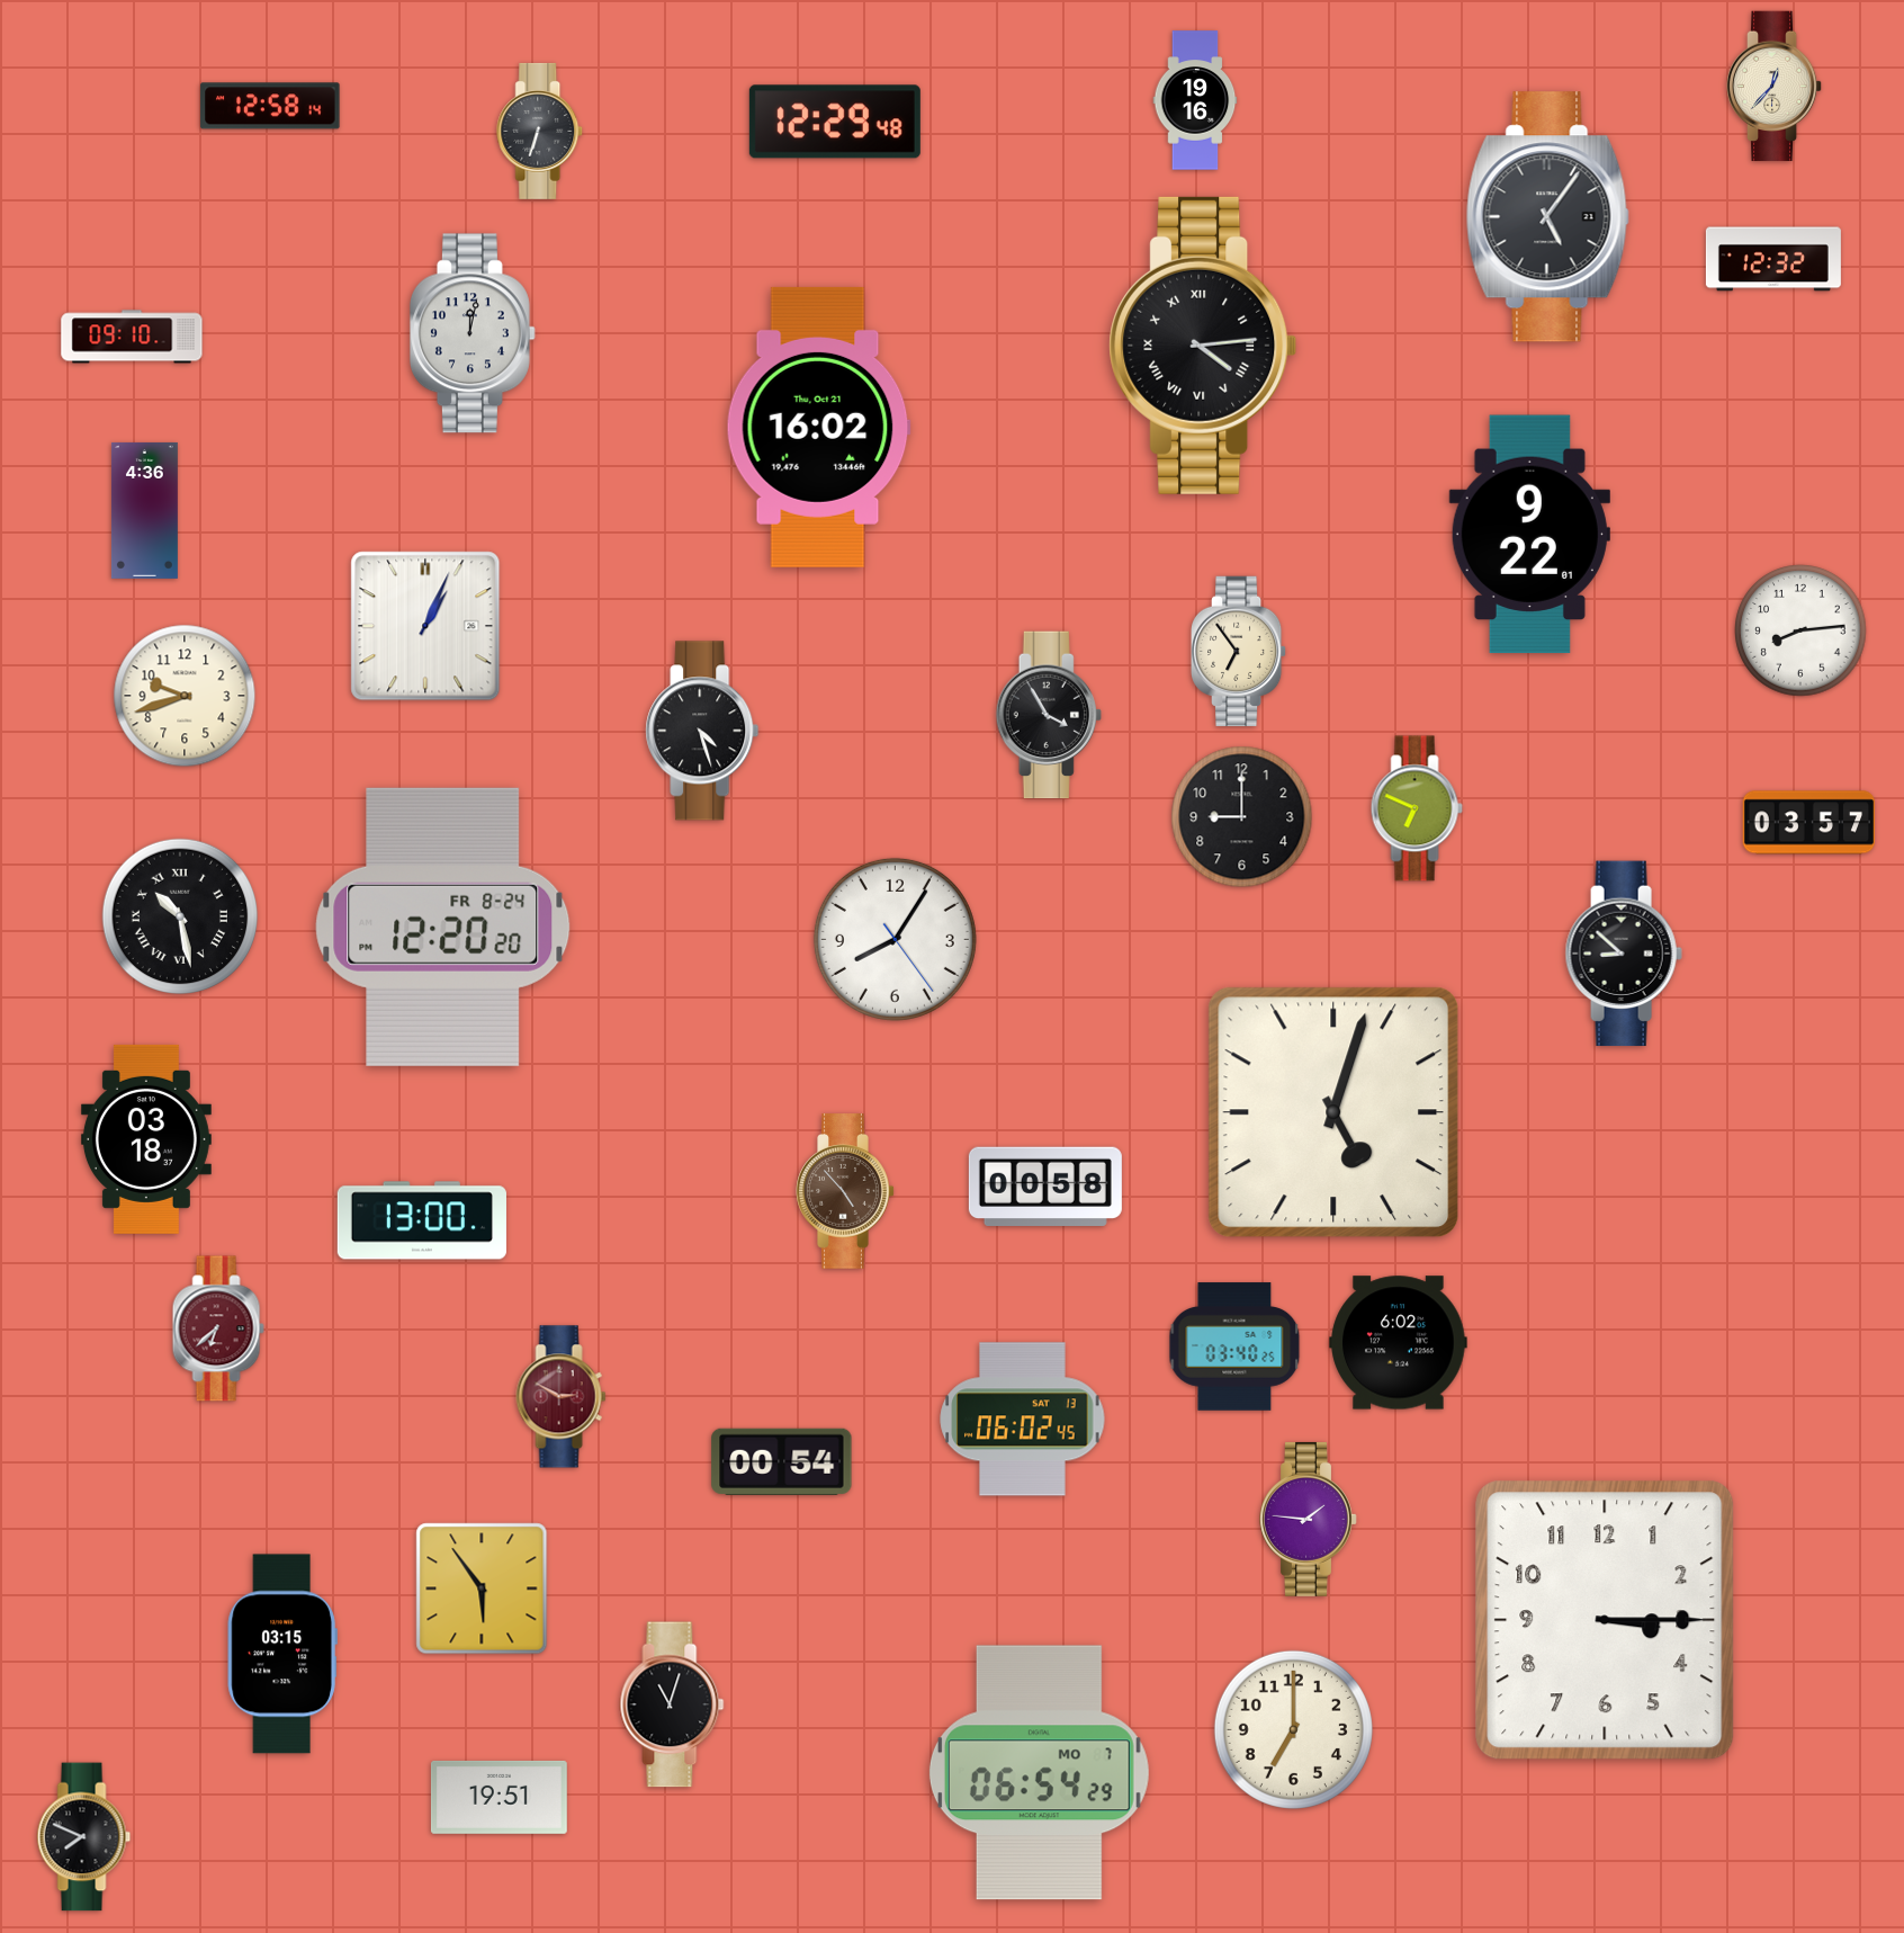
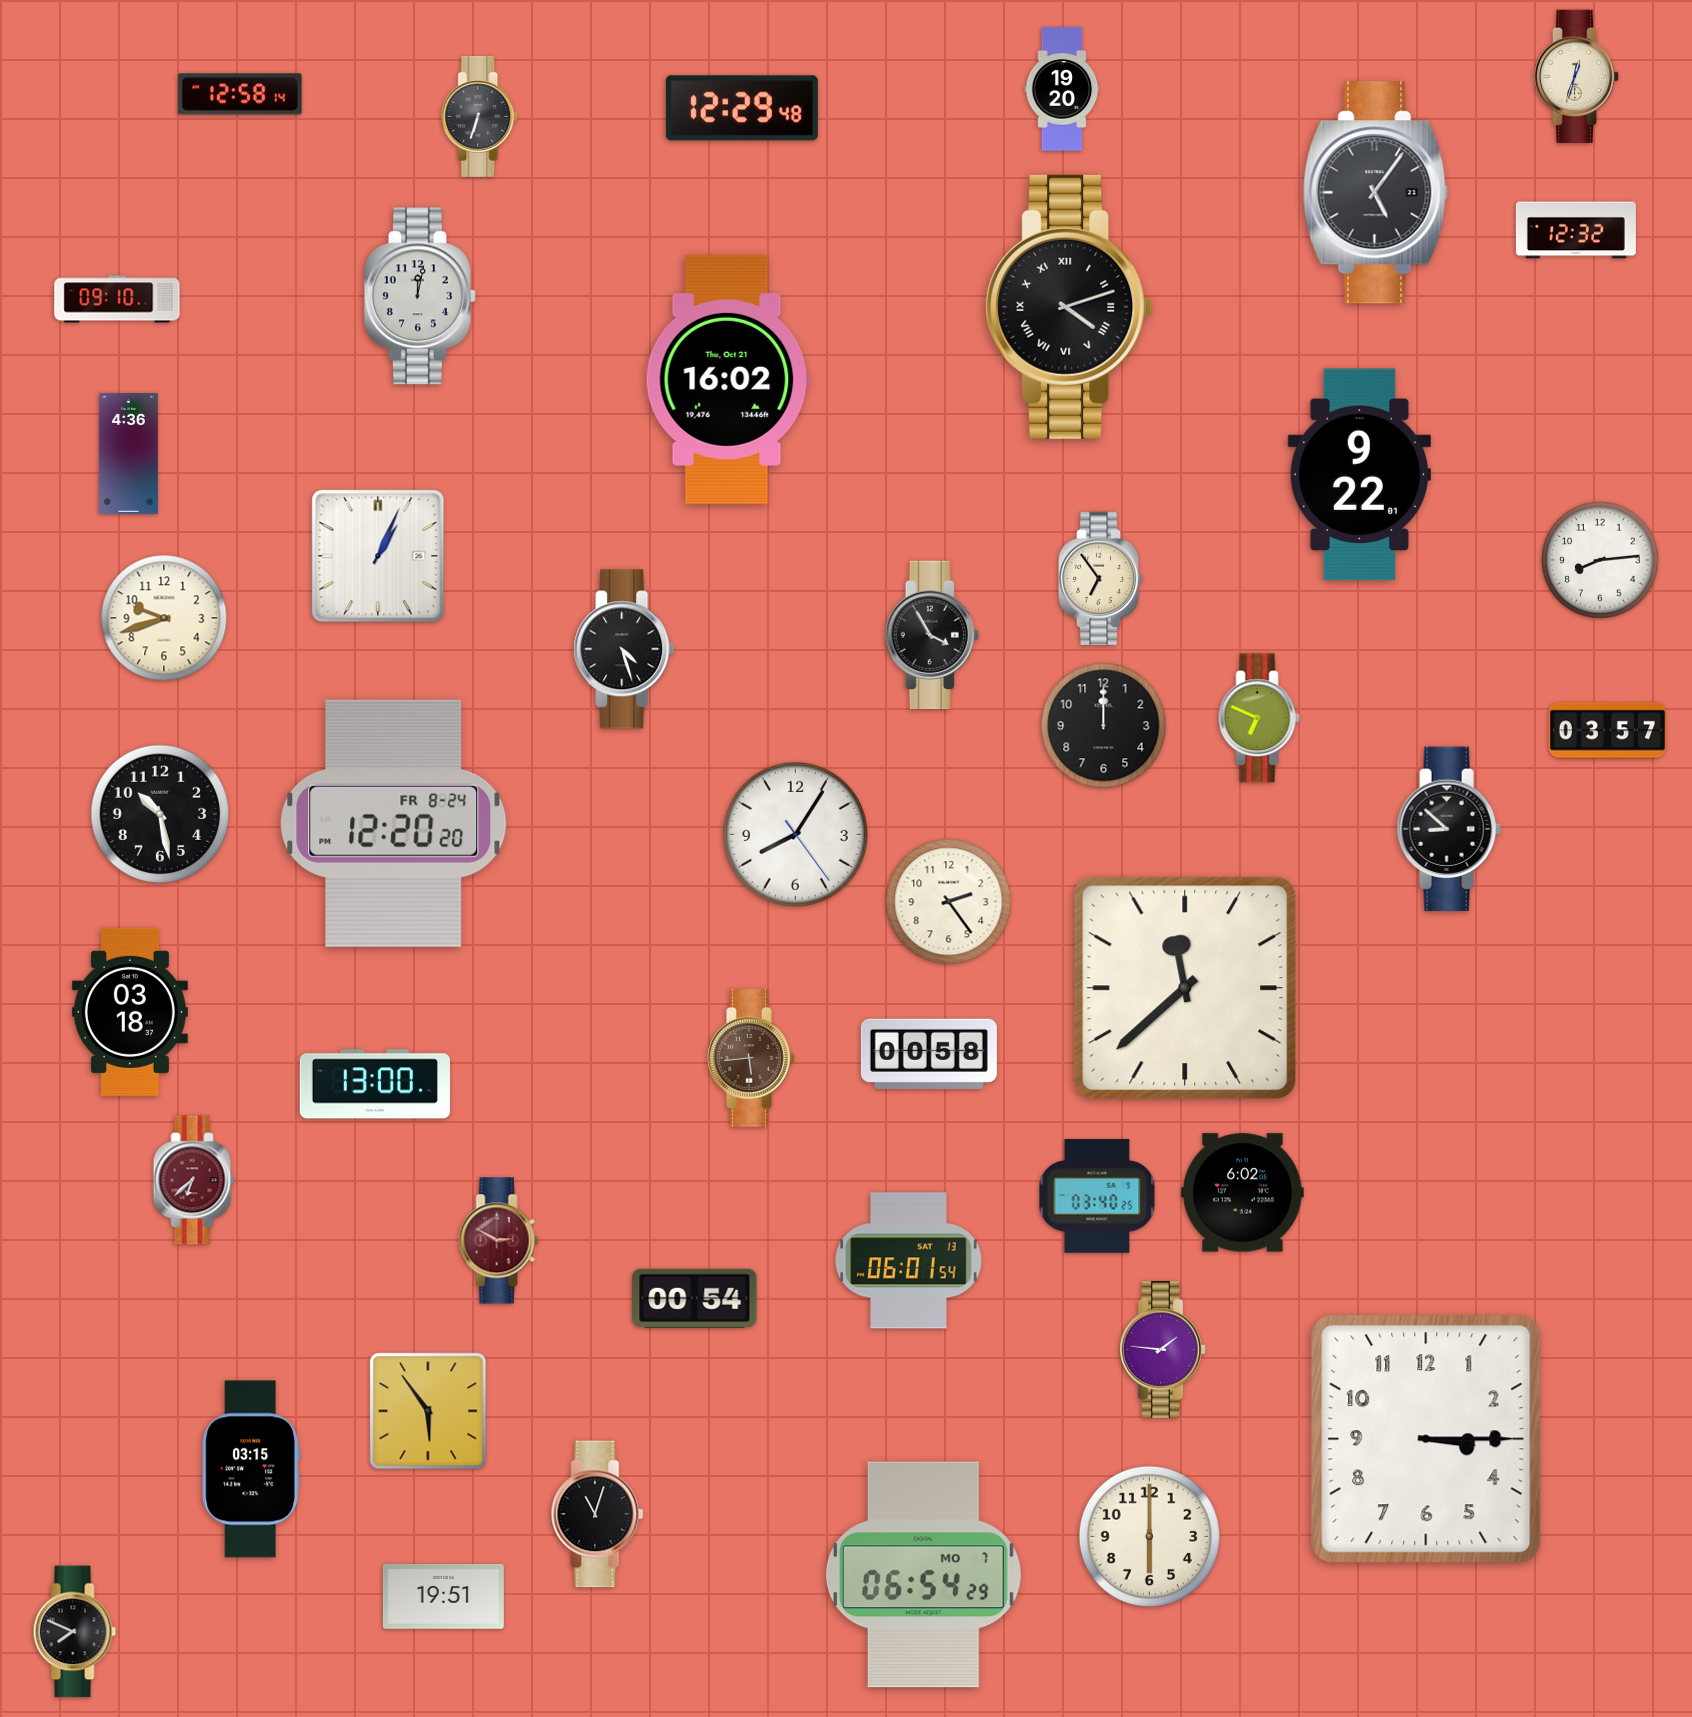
clock at (1775, 87): 12:37 -> 12:33
clock at (1195, 100): 19:16 -> 19:20
clock at (1203, 346): 4:14 -> 4:12
clock at (1242, 817): 9:00 -> 12:00
clock at (179, 915) numerals: Roman -> Arabic
clock at (1624, 954) position: (1624, 954) -> (1449, 829)
clock at (949, 902): none -> 2:24
clock at (1333, 1112): 5:03 -> 11:38
clock at (845, 1192): 4:53 -> 5:44
clock at (1023, 1420): 06:02 -> 06:01
clock at (1293, 1729): 7:00 -> 6:00
